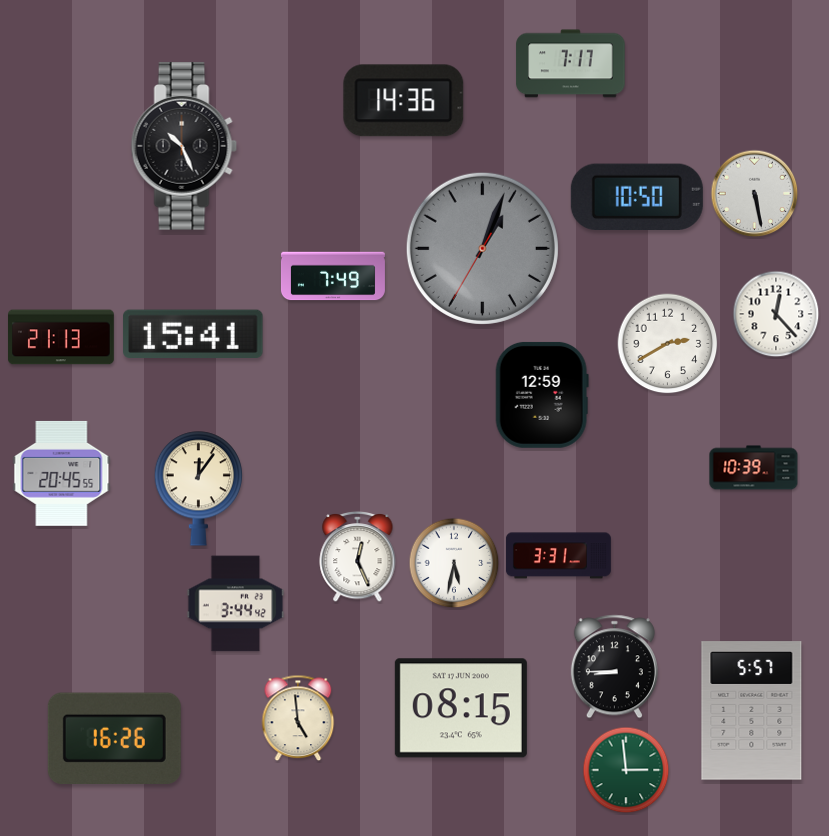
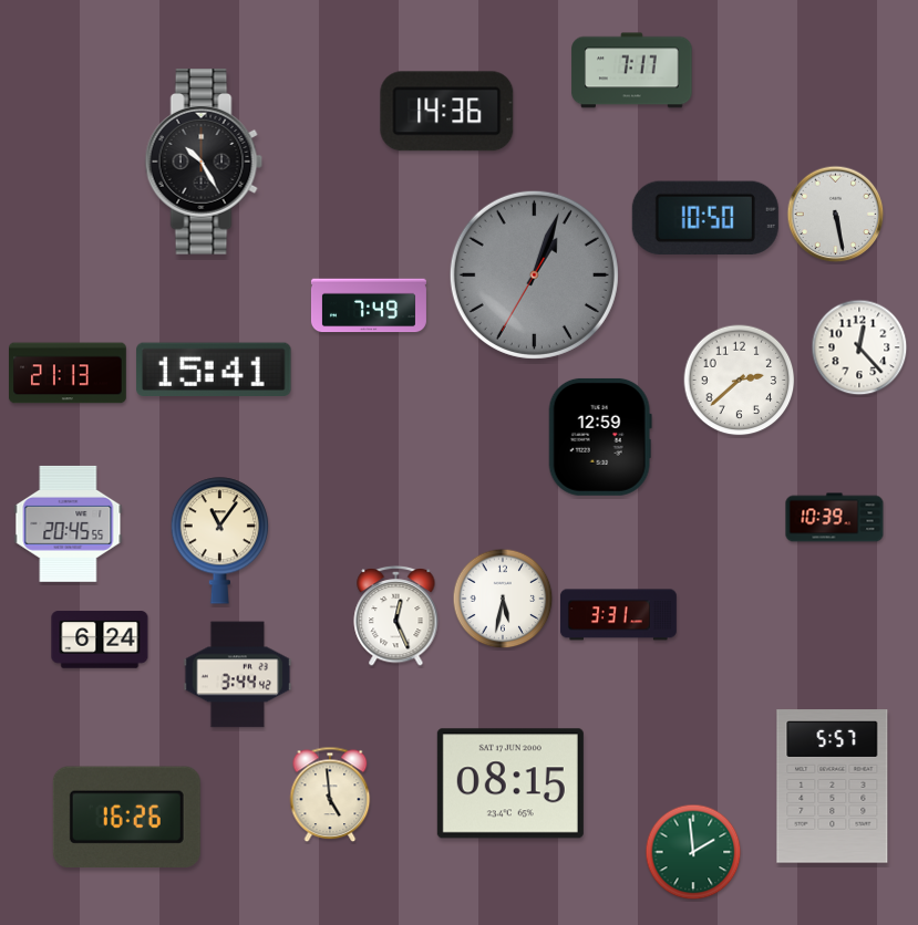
clock at (184, 146): 10:26 -> 10:25
clock at (668, 344): 2:40 -> 2:38
clock at (198, 489): 12:06 -> 11:06
clock at (454, 563) position: (454, 563) -> (503, 599)
clock at (100, 640): none -> 6:24
clock at (236, 604) position: (236, 604) -> (238, 675)
clock at (614, 667): 8:45 -> none
clock at (626, 770): 2:59 -> 1:59
